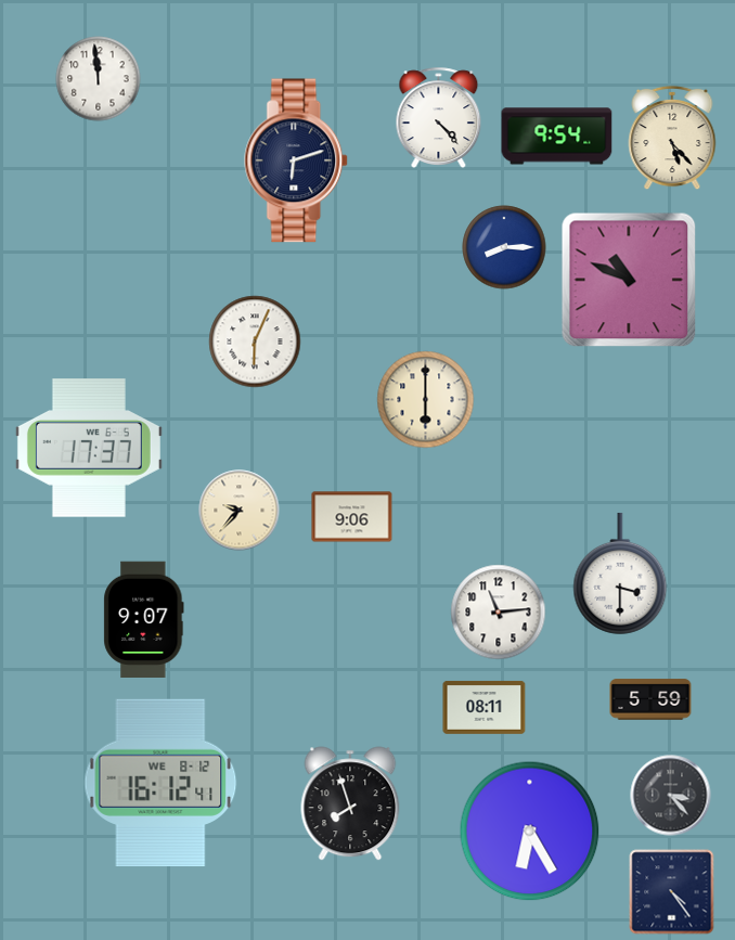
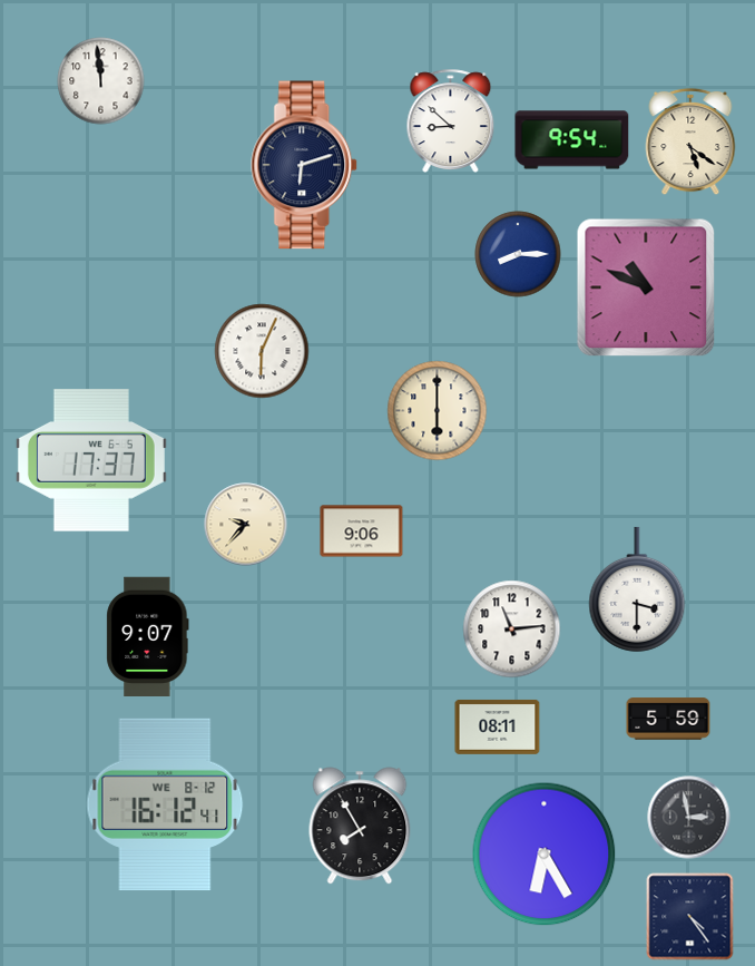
clock at (439, 117): 4:23 -> 8:52
clock at (672, 138): 5:23 -> 5:21
clock at (671, 796): 3:23 -> 2:58
clock at (350, 803): 7:57 -> 7:55
